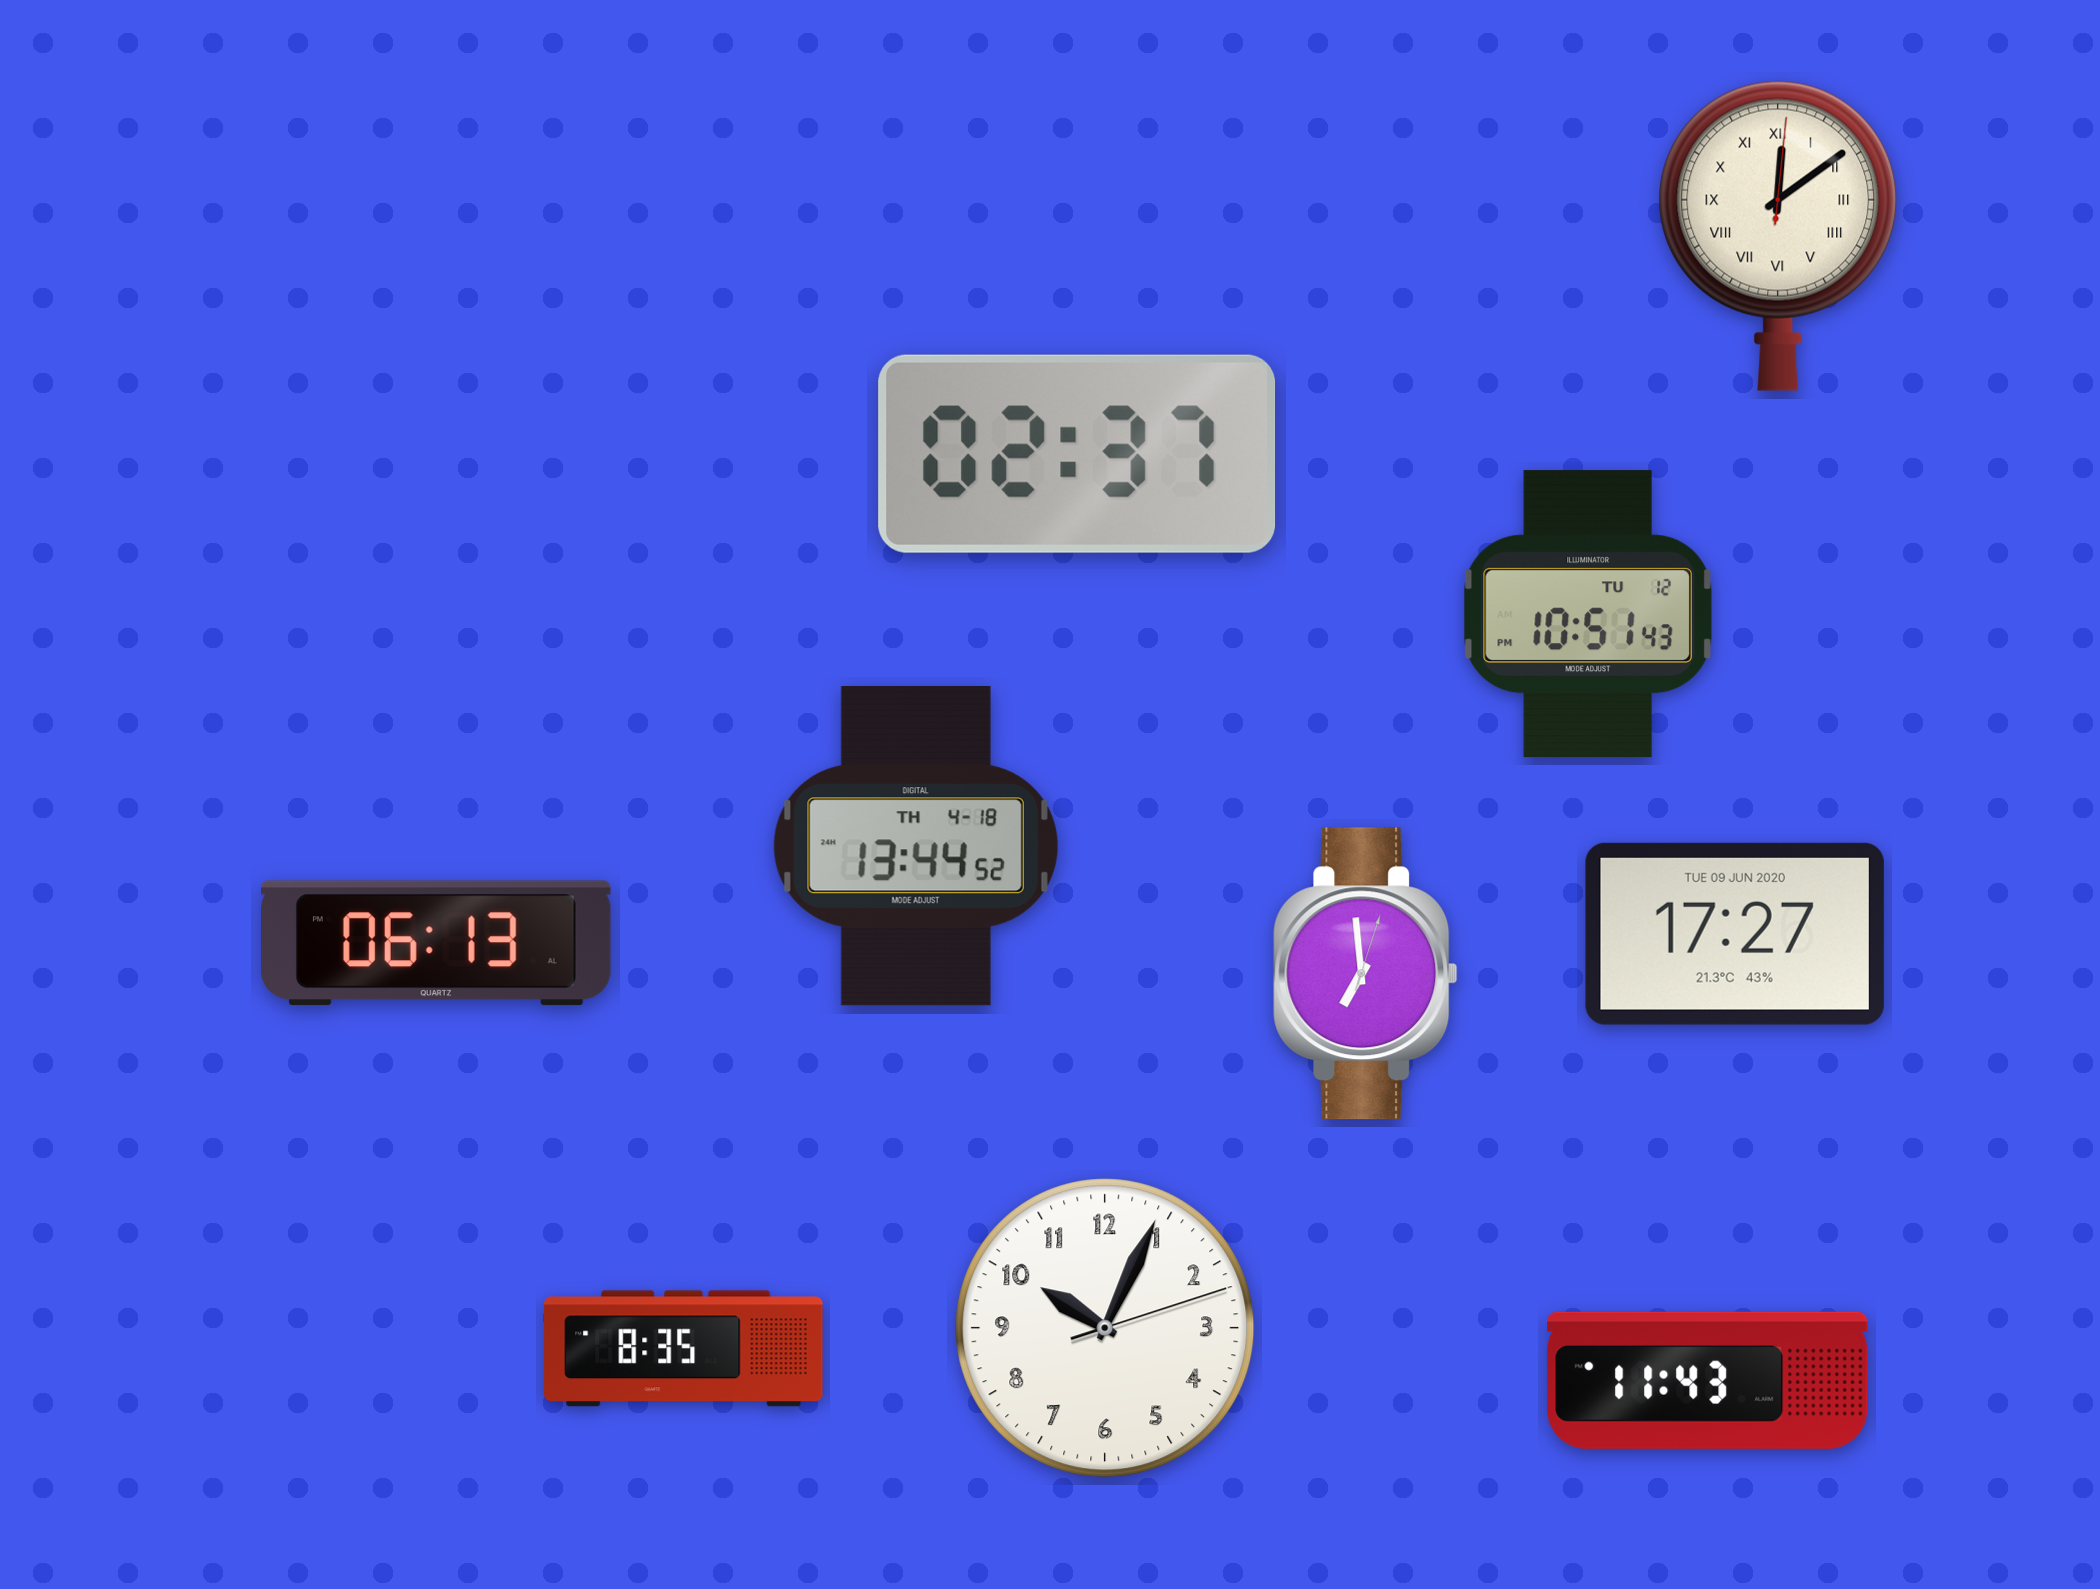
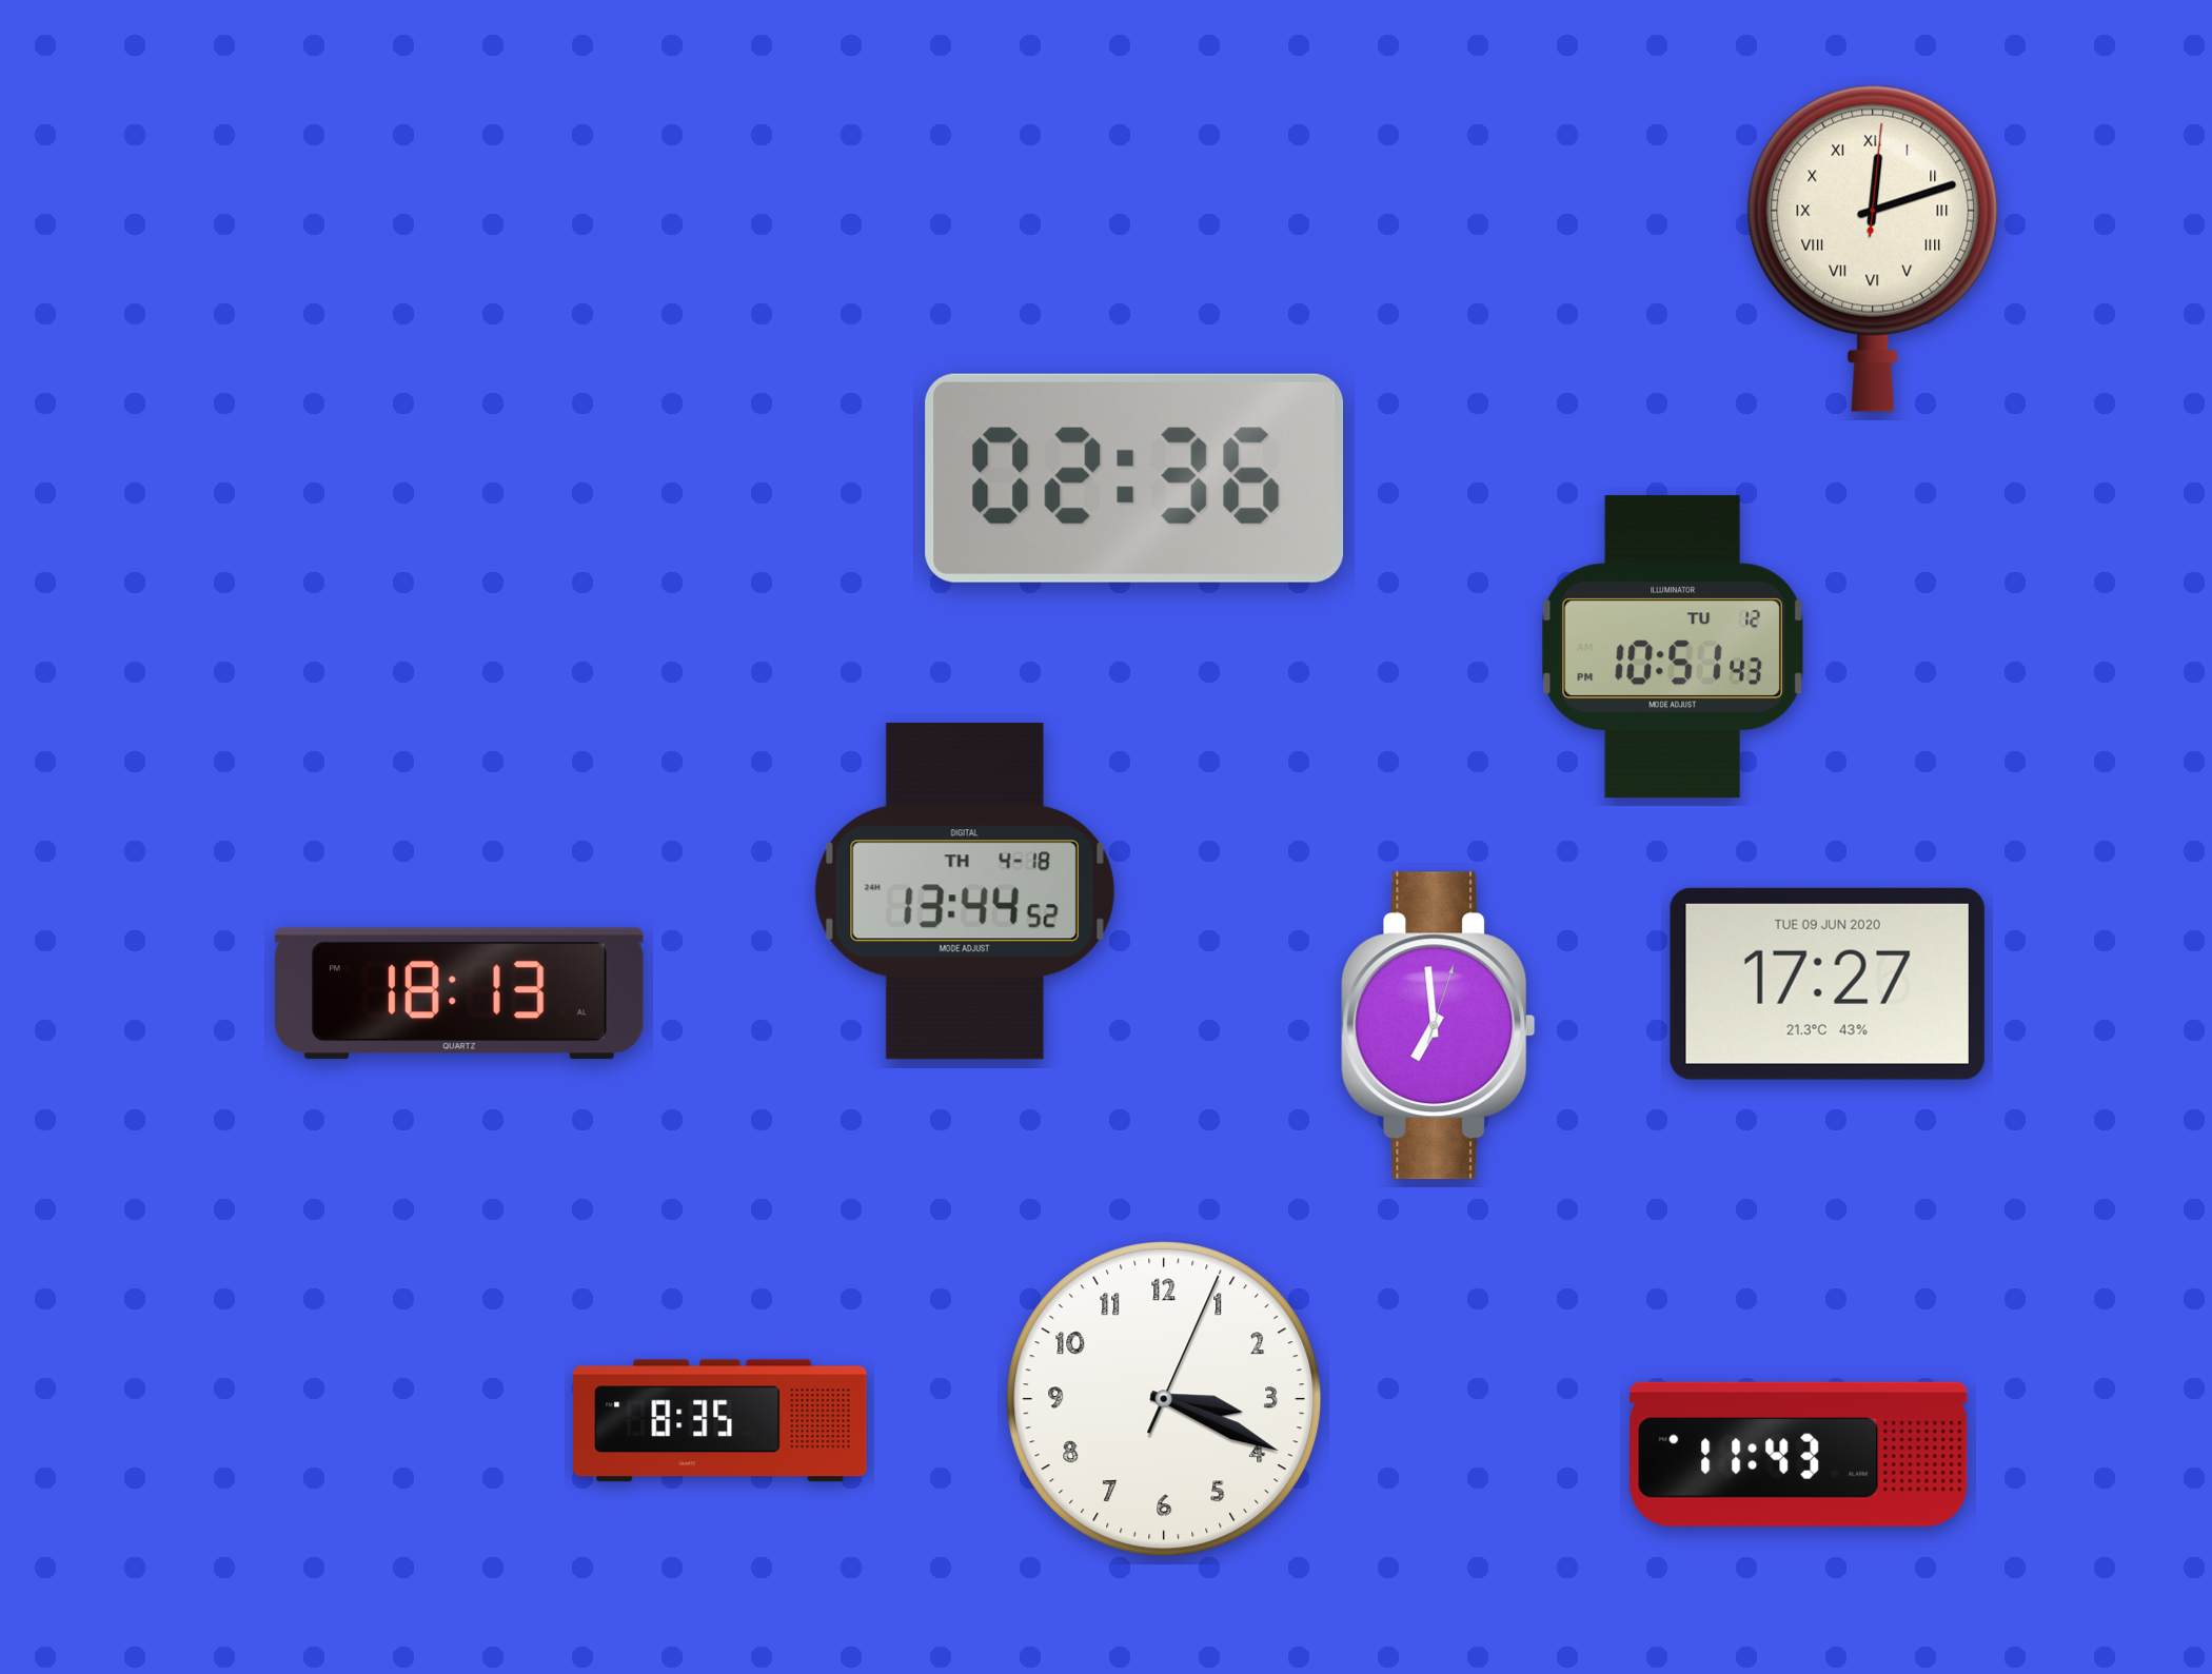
clock at (1778, 236): 12:09 -> 12:12
clock at (1077, 454): 02:37 -> 02:36
clock at (437, 943): 06:13 -> 18:13
clock at (1105, 1328): 10:04 -> 3:19
